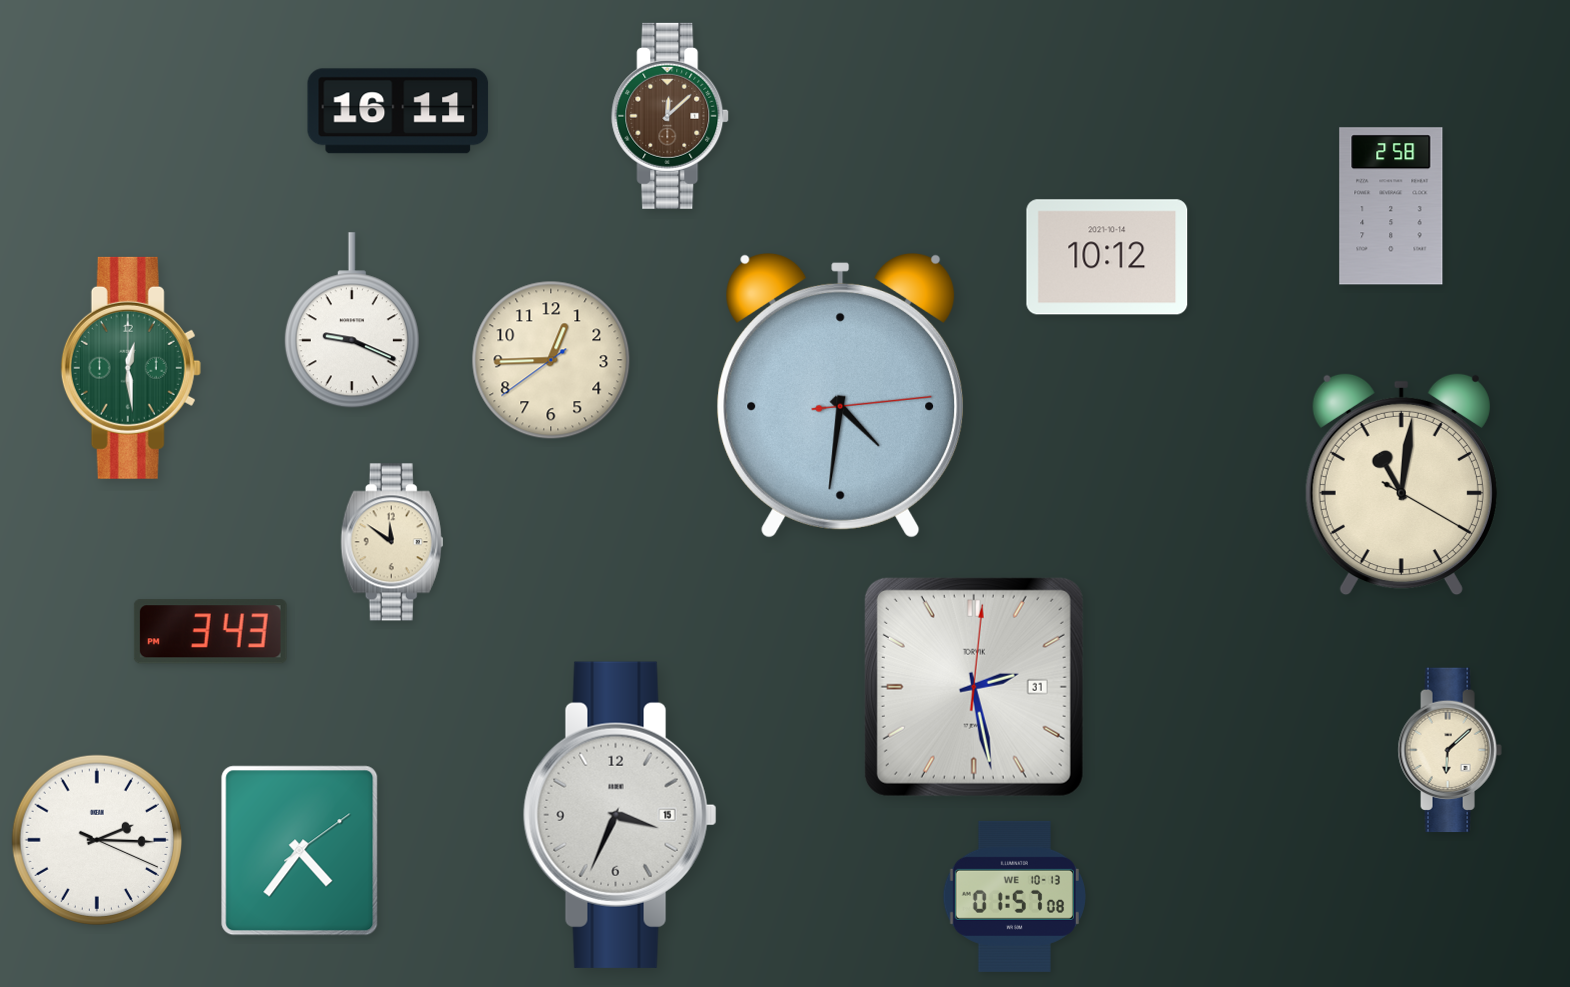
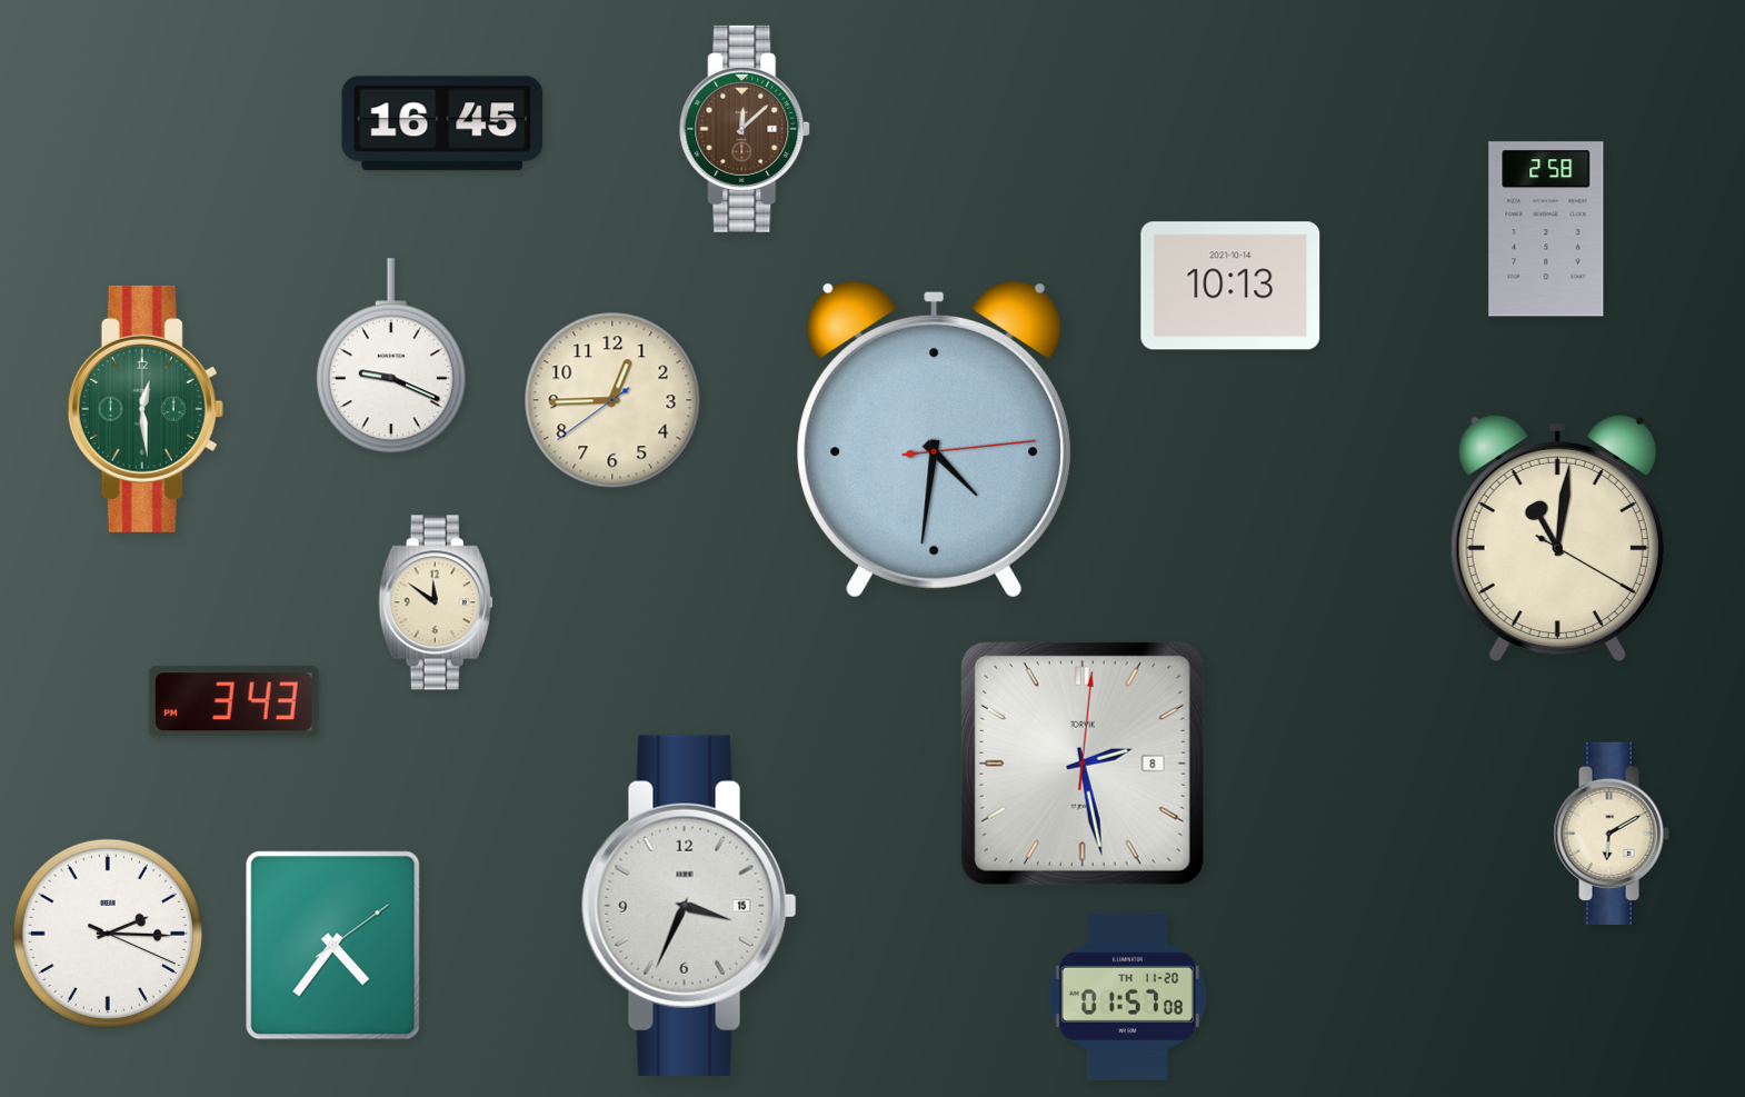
clock at (398, 111): 16:11 -> 16:45
clock at (1107, 257): 10:12 -> 10:13
clock at (974, 687) date: 31 -> 8
clock at (1450, 750): 6:08 -> 6:10
clock at (1014, 896) date: WE 10-13 -> TH 11-20
